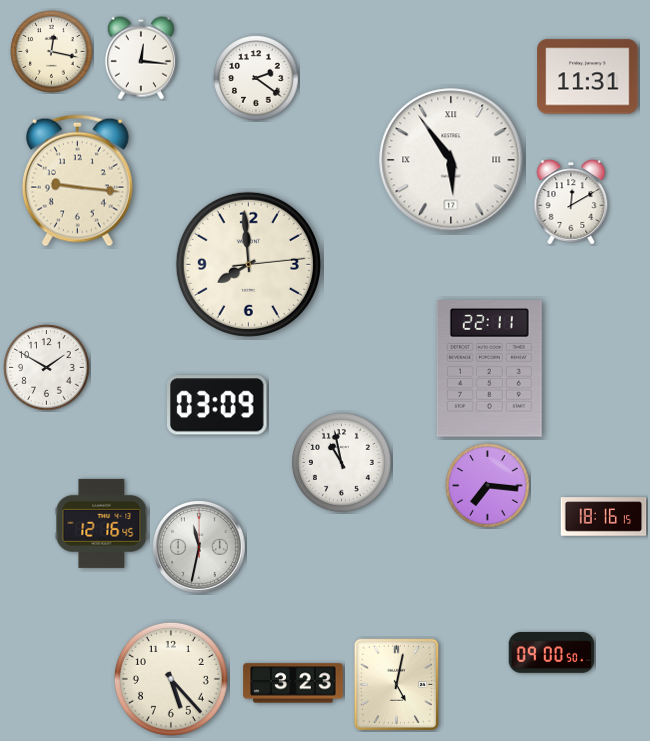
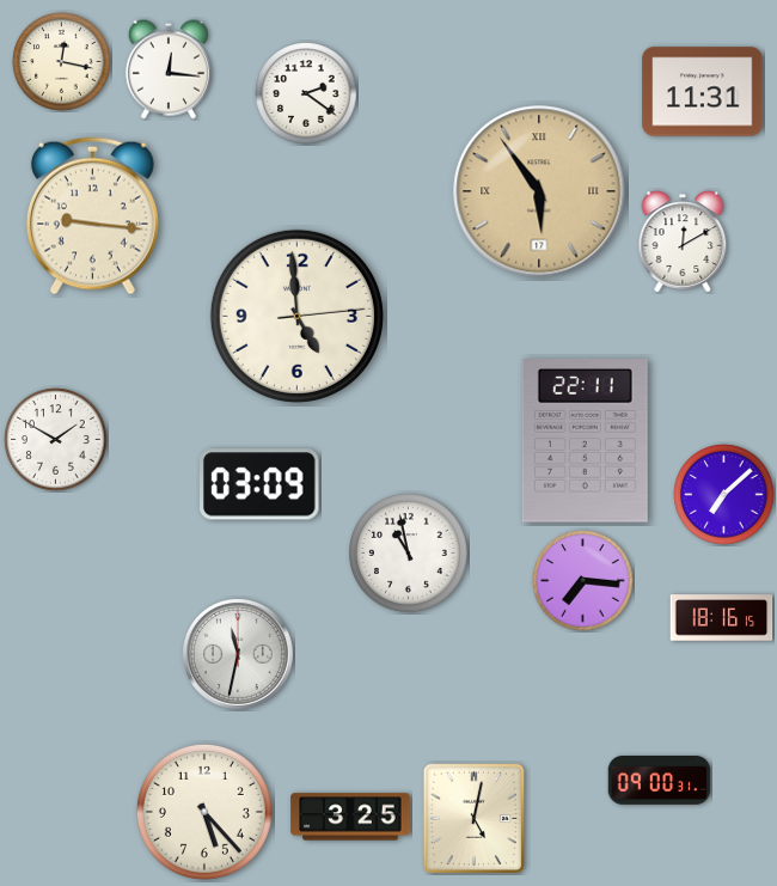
clock at (451, 160) dial: white -> champagne
clock at (248, 264): 7:59 -> 4:59
clock at (724, 495): none -> 7:08
clock at (102, 523): 12:16 -> none
clock at (552, 653): 09:00:50 -> 09:00:31
clock at (293, 683): 3:23 -> 3:25
